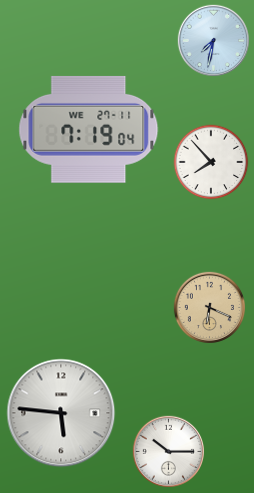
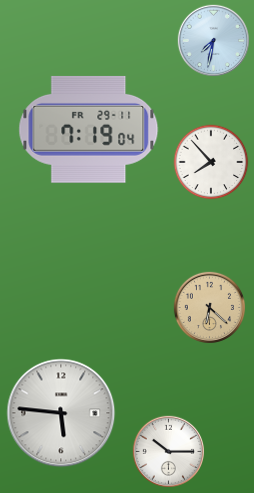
clock at (89, 129) date: WE 27-11 -> FR 29-11
clock at (209, 307): 6:19 -> 6:22
